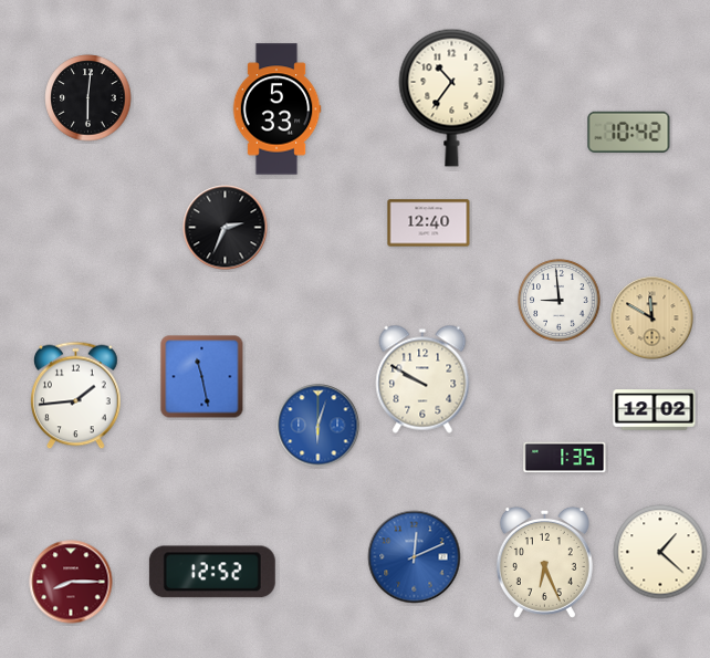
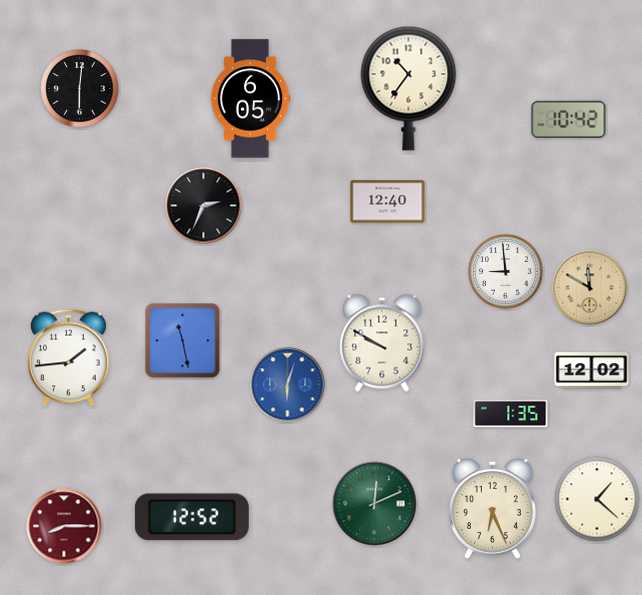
clock at (276, 109): 5:33 -> 6:05
clock at (415, 557) dial: blue -> green
